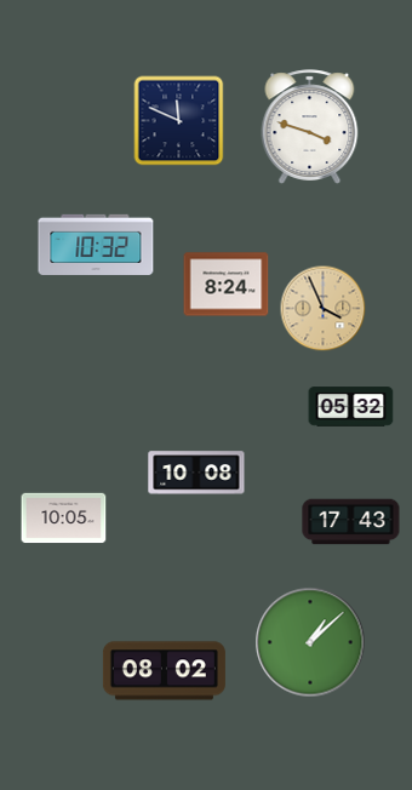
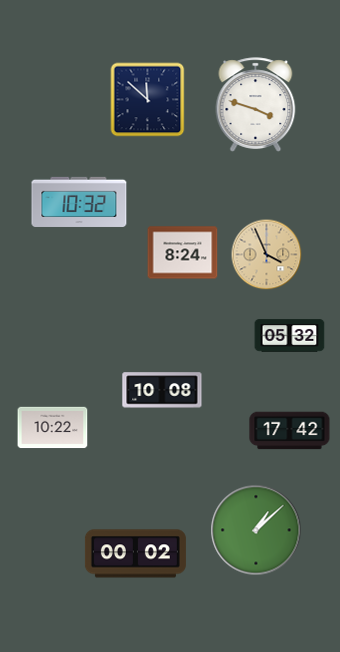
clock at (179, 121): 11:49 -> 11:52
clock at (227, 285) position: (227, 285) -> (183, 253)
clock at (64, 519): 10:05 -> 10:22
clock at (351, 522): 17:43 -> 17:42
clock at (164, 671): 08:02 -> 00:02
